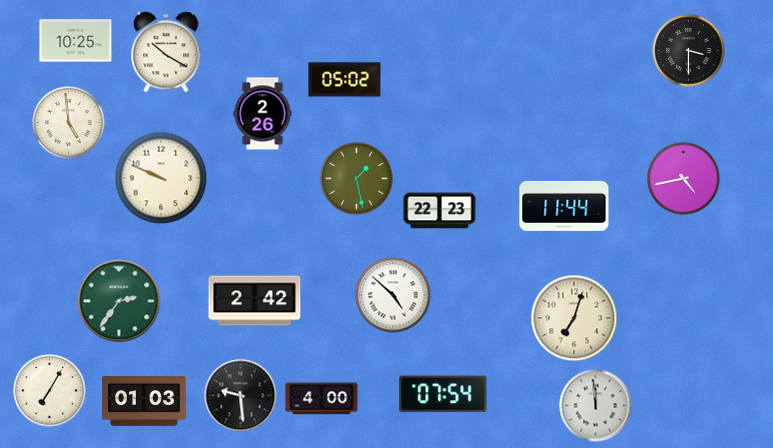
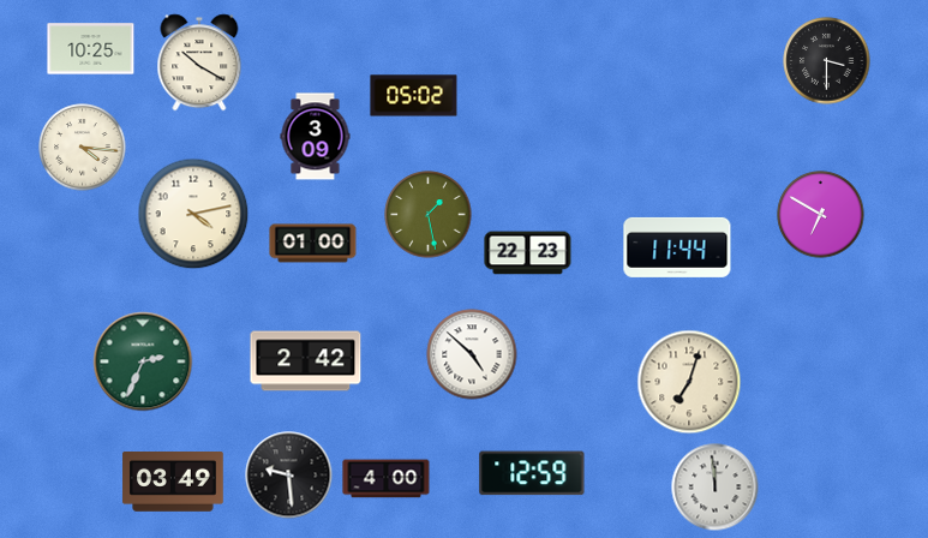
clock at (263, 114): 2:26 -> 3:09
clock at (69, 123): 4:59 -> 4:16
clock at (161, 178): 9:49 -> 4:13
clock at (684, 179): 4:43 -> 6:50
clock at (313, 244): none -> 01:00
clock at (119, 301): 2:36 -> 2:34
clock at (50, 391): 7:05 -> none
clock at (443, 394): 07:54 -> 12:59
clock at (144, 402): 01:03 -> 03:49
